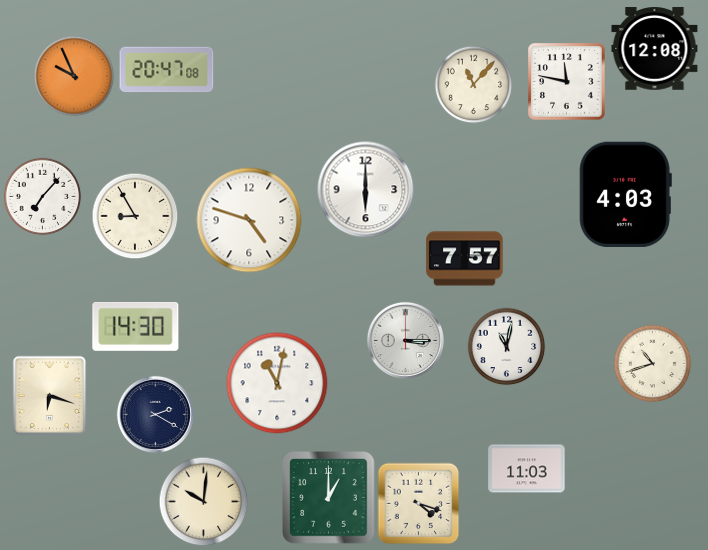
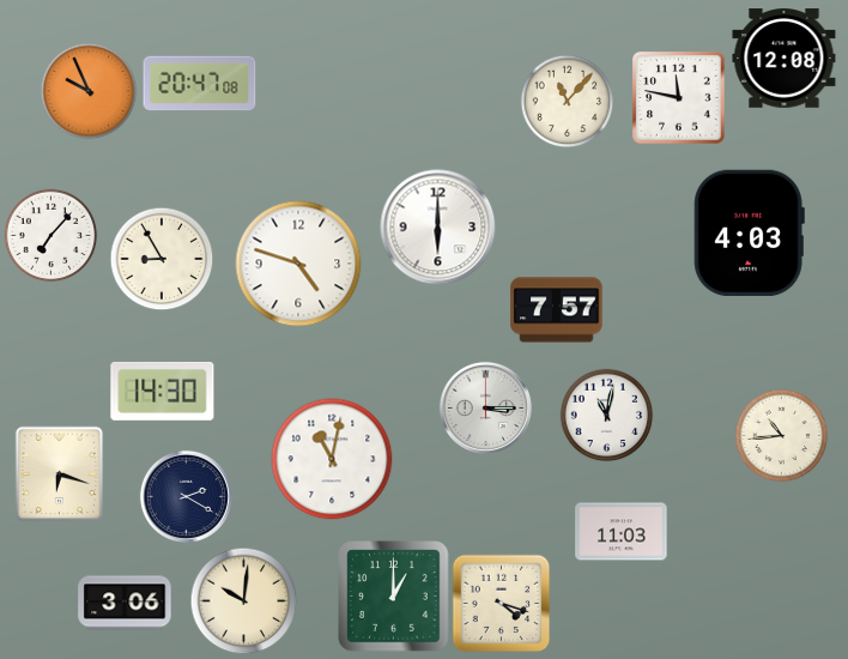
clock at (652, 363): 10:42 -> 10:44
clock at (527, 469) position: (527, 469) -> (622, 532)
clock at (125, 603): none -> 3:06
